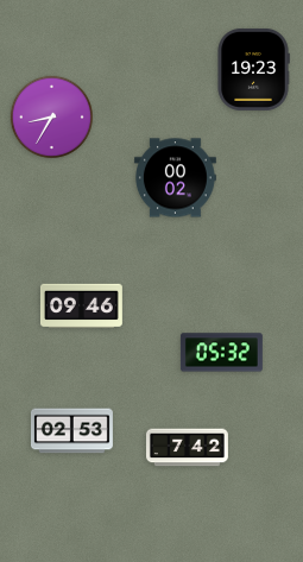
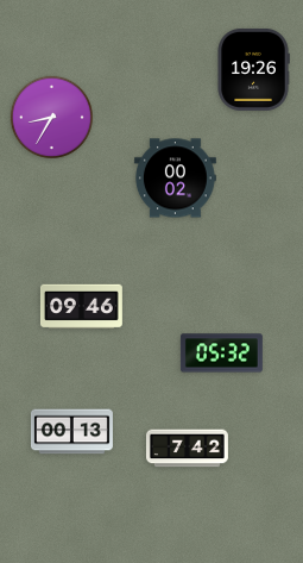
clock at (253, 69): 19:23 -> 19:26
clock at (71, 431): 02:53 -> 00:13
